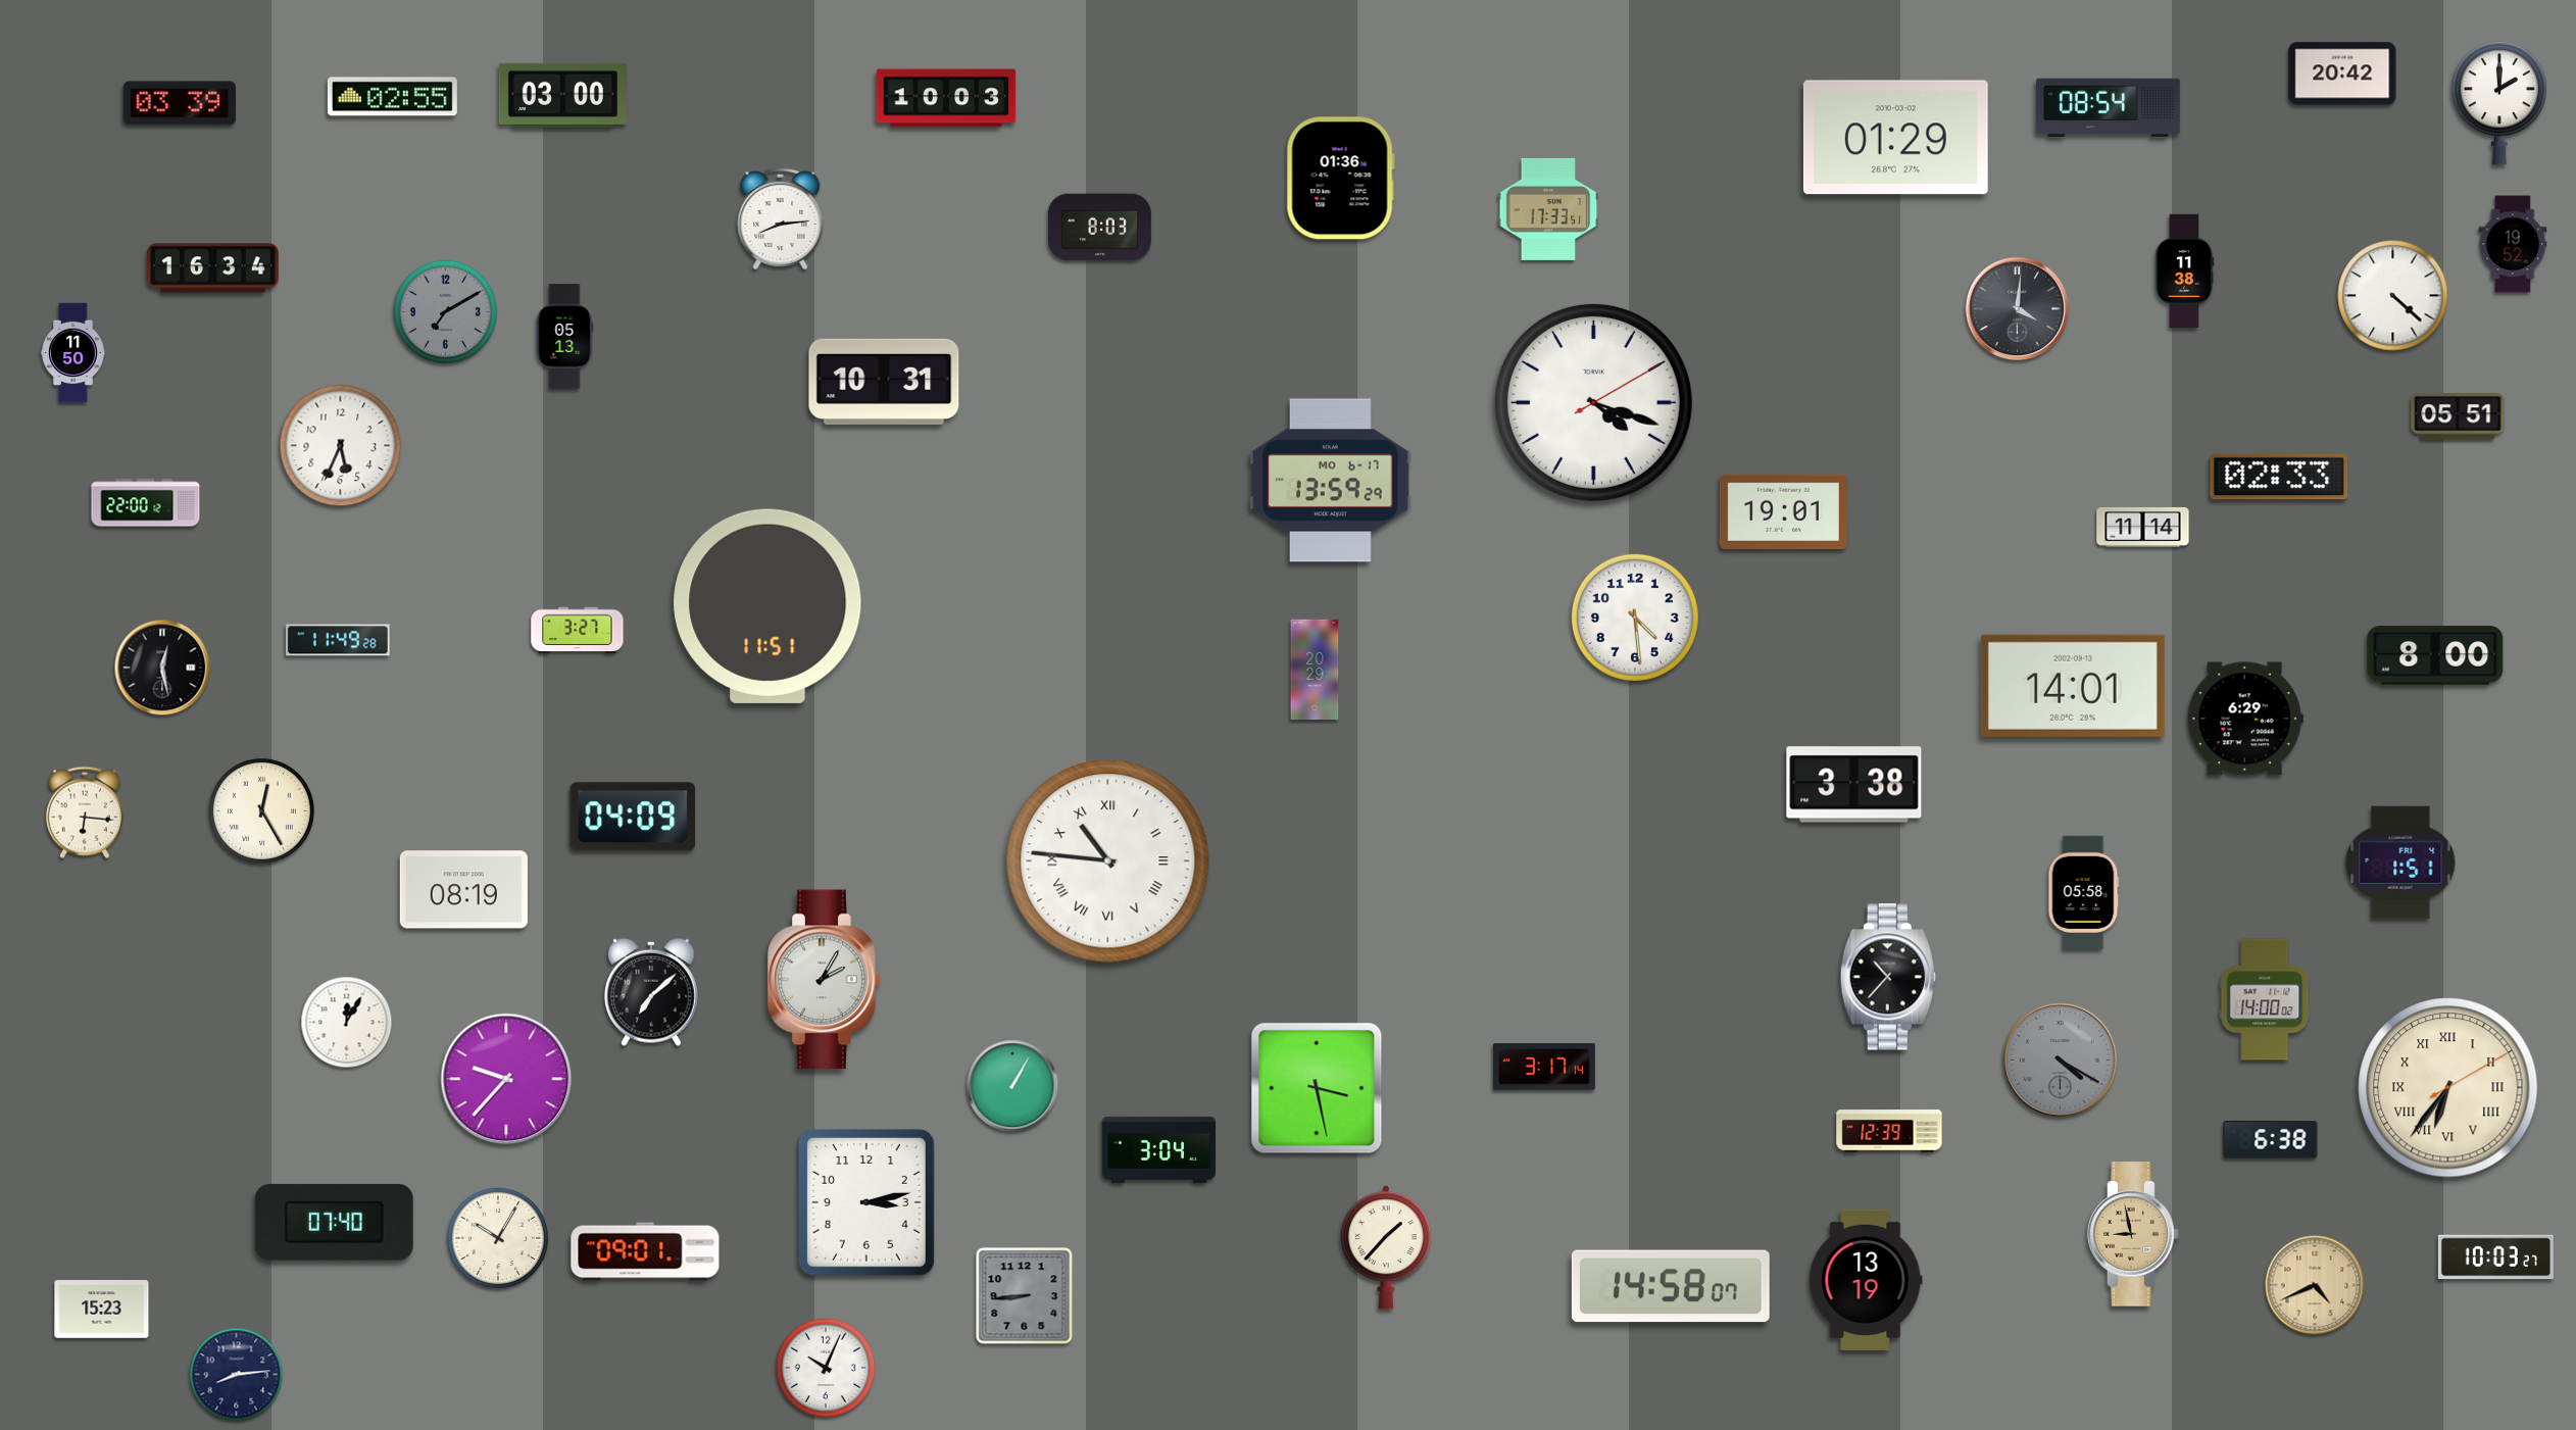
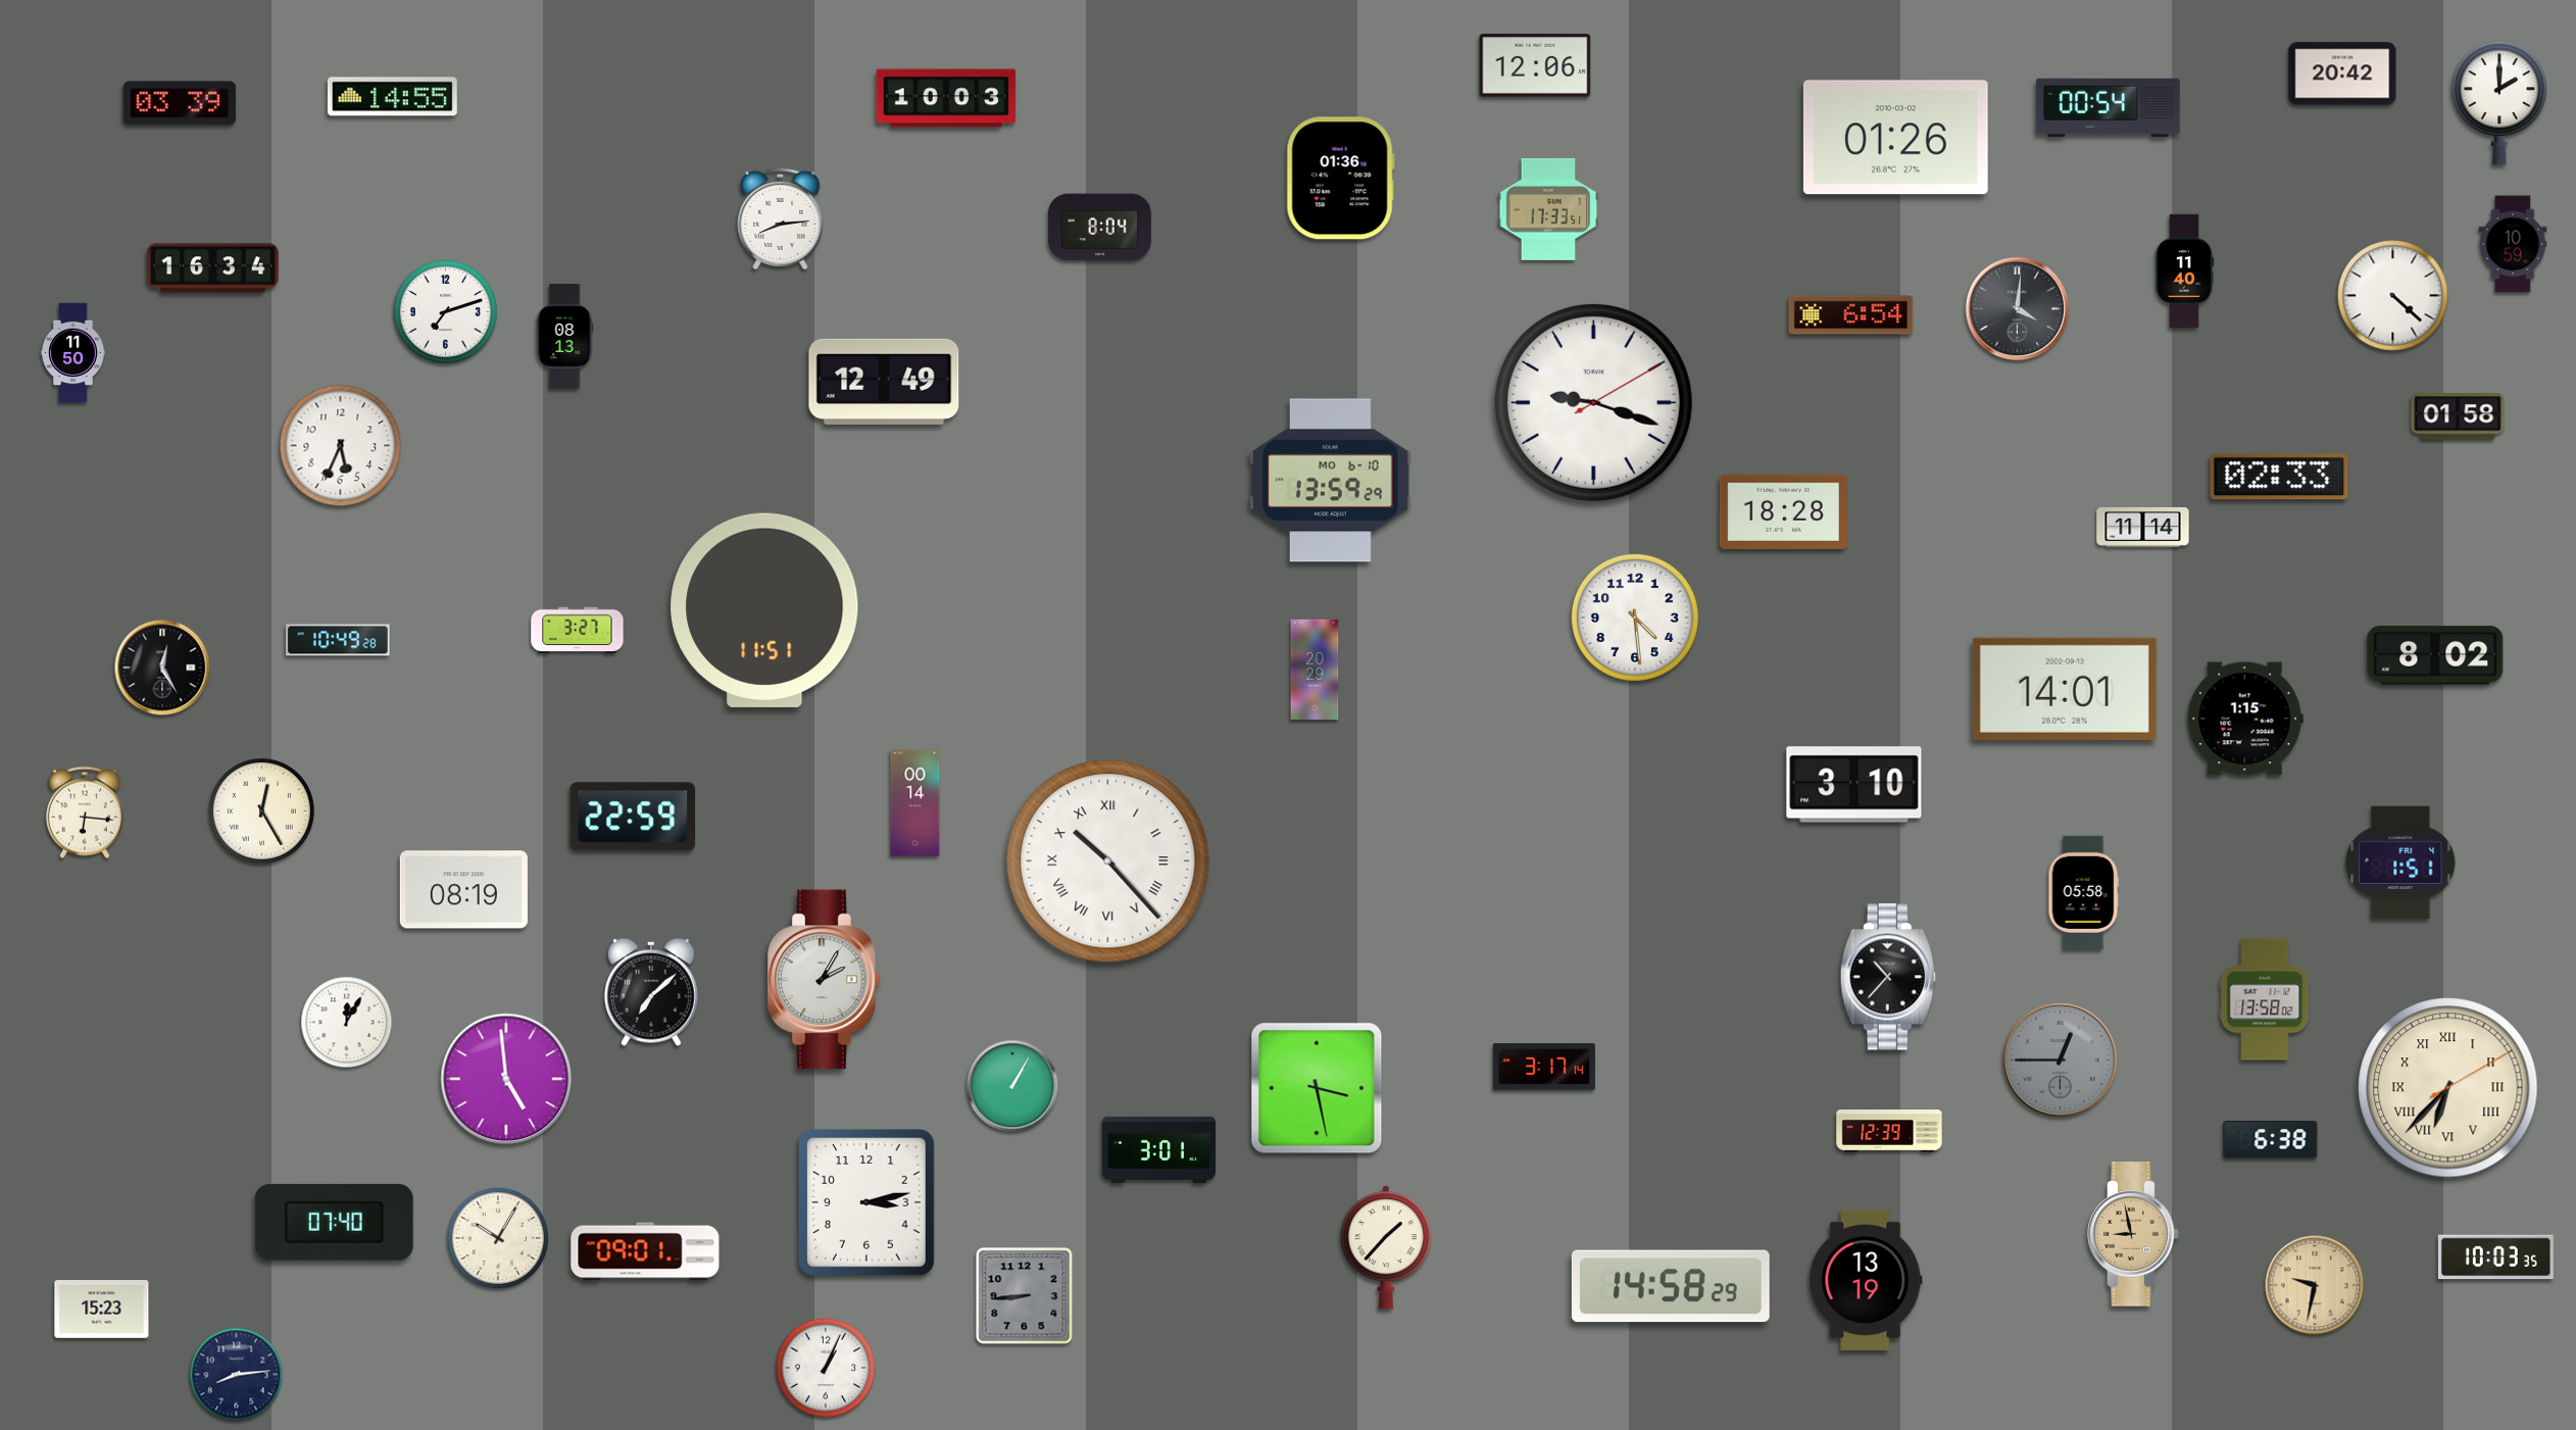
clock at (1535, 65): none -> 12:06
clock at (562, 95): 03:00 -> none
clock at (392, 97): 02:55 -> 14:55
clock at (2108, 107): 08:54 -> 00:54
clock at (1895, 138): 01:29 -> 01:26
clock at (1100, 228): 8:03 -> 8:04
clock at (2513, 244): 19:52 -> 10:59
clock at (2184, 270): 11:38 -> 11:40
clock at (445, 311): 7:10 -> 7:12
clock at (445, 311) dial: grey -> white
clock at (1851, 315): none -> 6:54
clock at (564, 337): 05:13 -> 08:13
clock at (884, 382): 10:31 -> 12:49
clock at (1593, 402): 4:18 -> 9:18
clock at (2458, 416): 05:51 -> 01:58
clock at (1331, 481) date: MO 6-17 -> MO 6-10
clock at (146, 503): 22:00 -> none
clock at (1783, 511): 19:01 -> 18:28
clock at (767, 606) position: (767, 606) -> (764, 610)
clock at (338, 640): 11:49 -> 10:49
clock at (2435, 655): 8:00 -> 8:02
clock at (162, 668): 12:28 -> 12:25
clock at (2073, 686) position: (2073, 686) -> (2065, 689)
clock at (2245, 719): 6:29 -> 1:15
clock at (1854, 785): 3:38 -> 3:10
clock at (915, 803): none -> 00:14
clock at (633, 817): 04:09 -> 22:59
clock at (1108, 861): 10:46 -> 10:23
clock at (2265, 999): 14:00 -> 13:58
clock at (2061, 1061): 4:20 -> 12:45
clock at (506, 1079): 9:37 -> 4:59
clock at (2448, 1088): 6:36 -> 6:37
clock at (1159, 1149): 3:04 -> 3:01
clock at (2495, 1258): 10:03:27 -> 10:03:35
clock at (2315, 1285): 4:41 -> 9:32
clock at (1671, 1286): 14:58:07 -> 14:58:29
clock at (826, 1368): 10:04 -> 1:04
